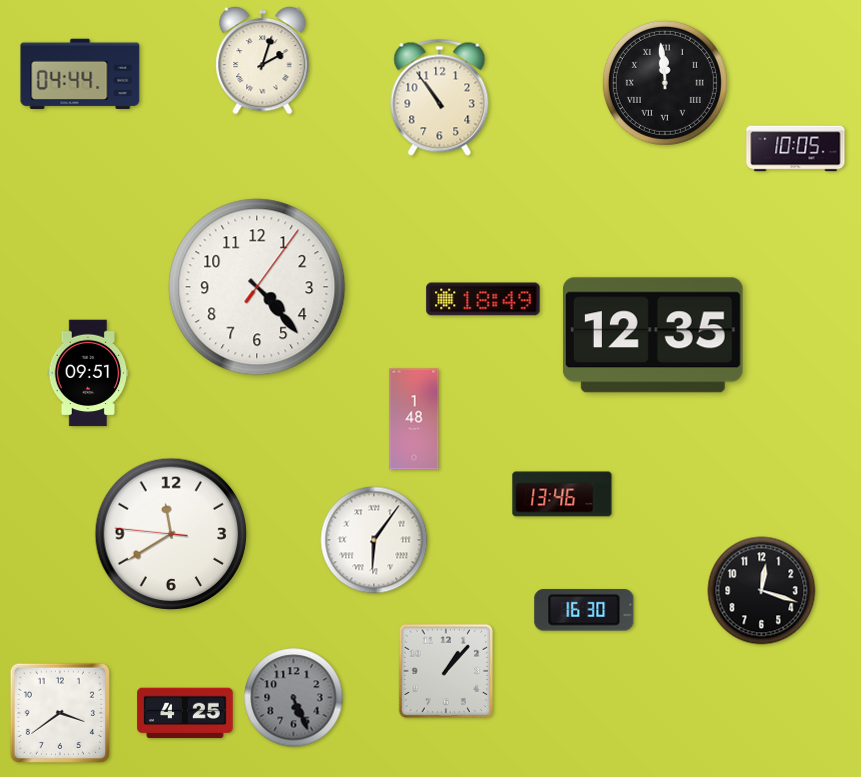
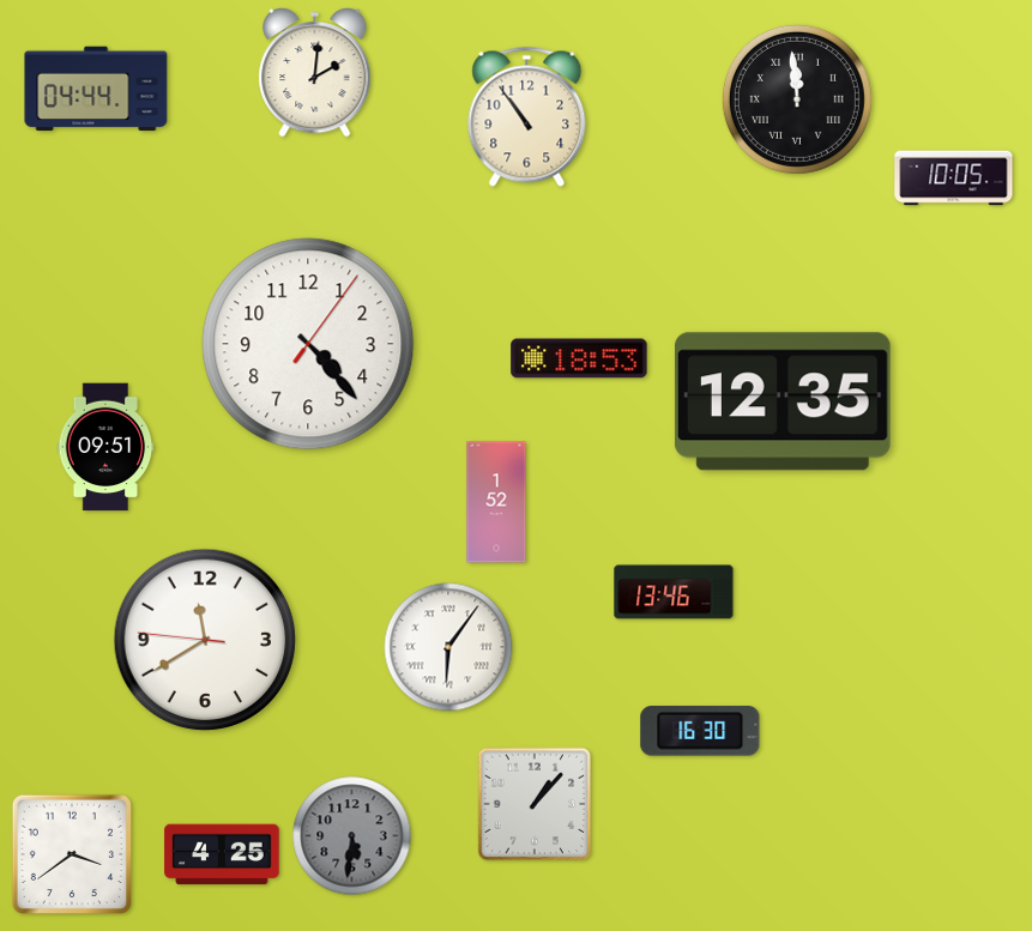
clock at (263, 60): 2:03 -> 2:01
clock at (483, 299): 18:49 -> 18:53
clock at (414, 419): 1:48 -> 1:52
clock at (762, 591): 12:18 -> none
clock at (294, 698): 5:26 -> 5:31
